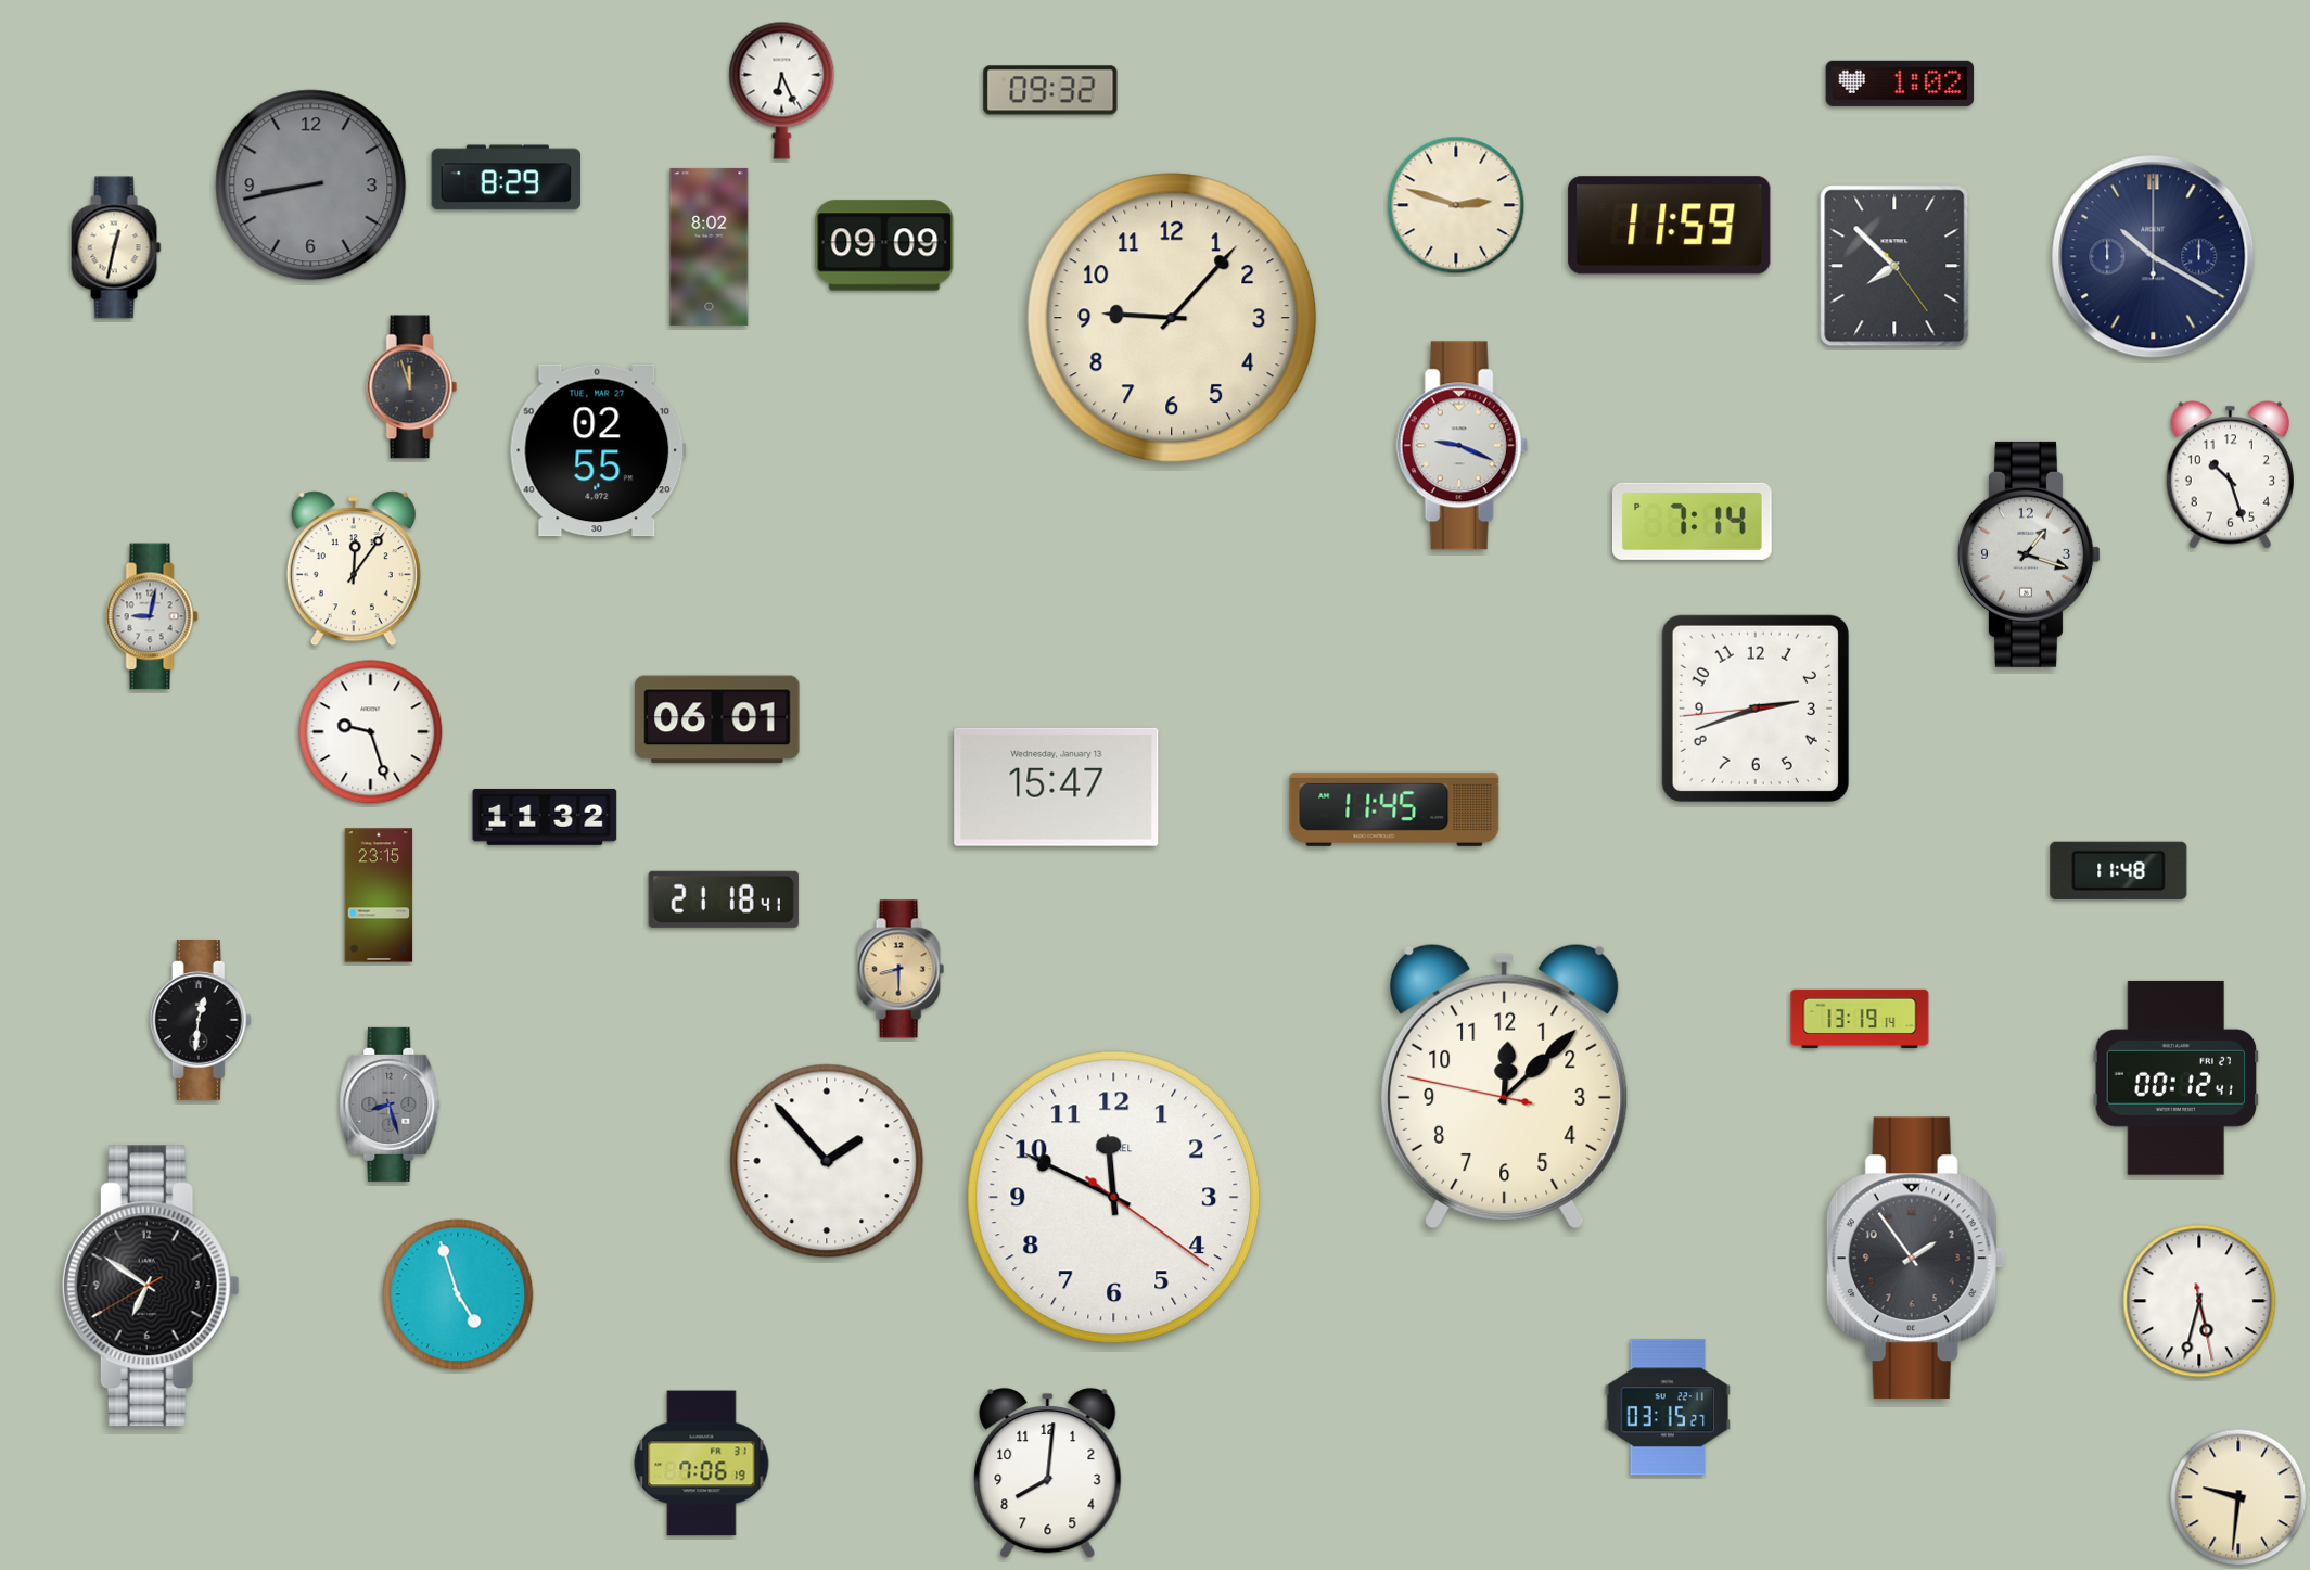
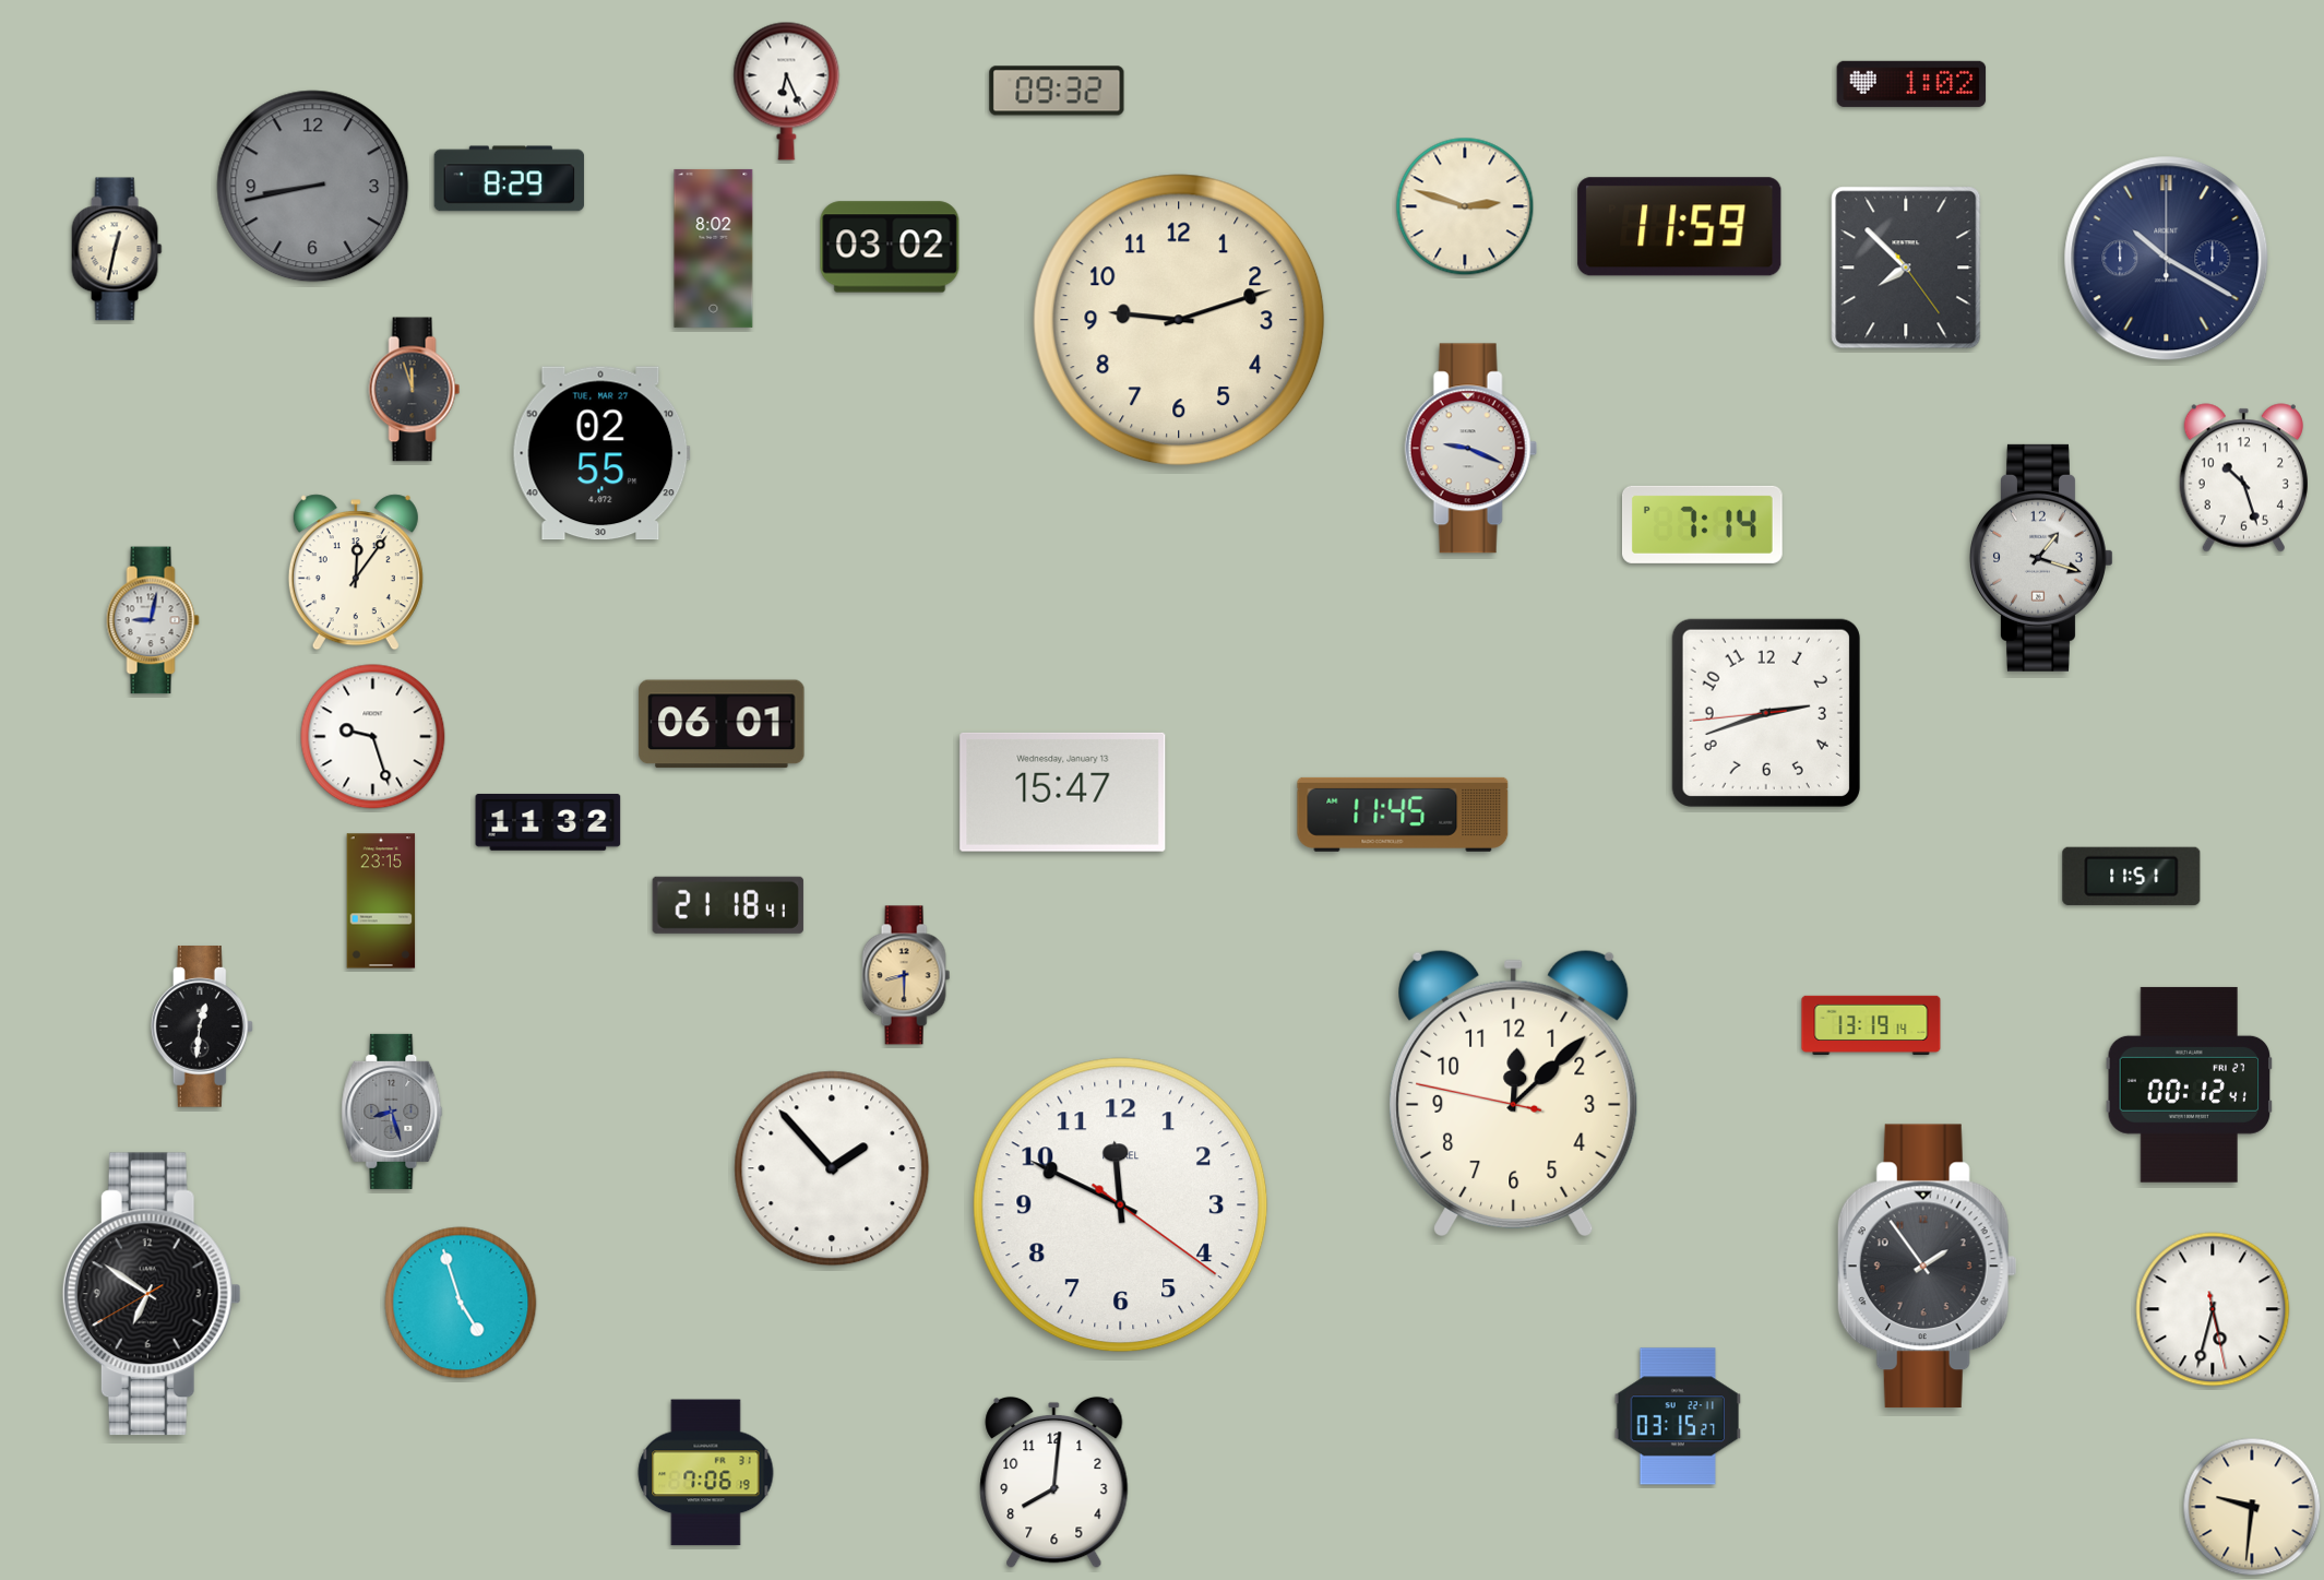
clock at (884, 245): 09:09 -> 03:02
clock at (1172, 318): 9:07 -> 9:12
clock at (2119, 870): 11:48 -> 11:51
